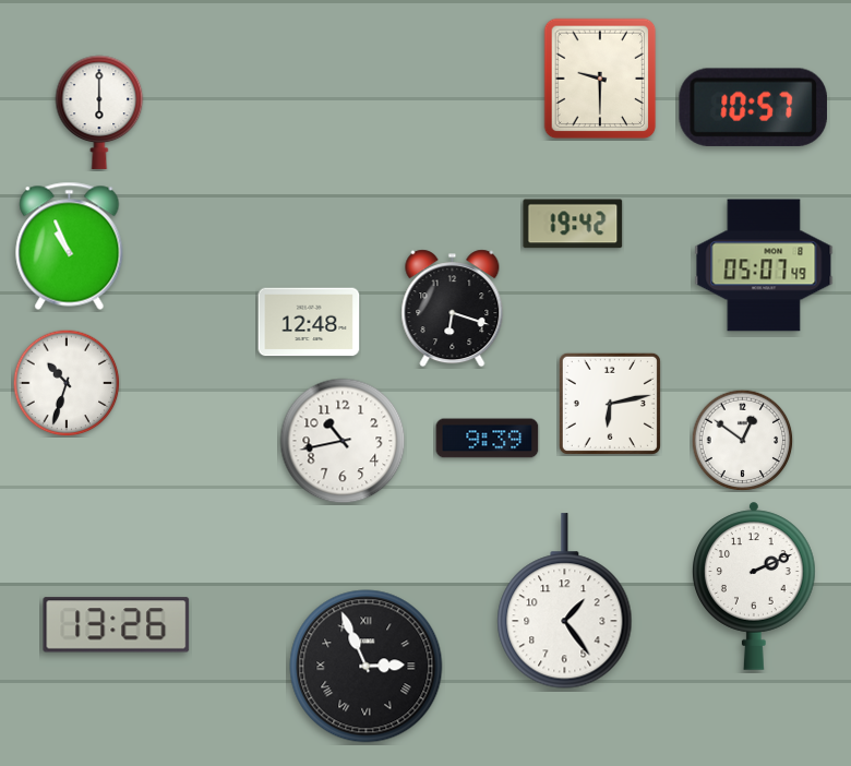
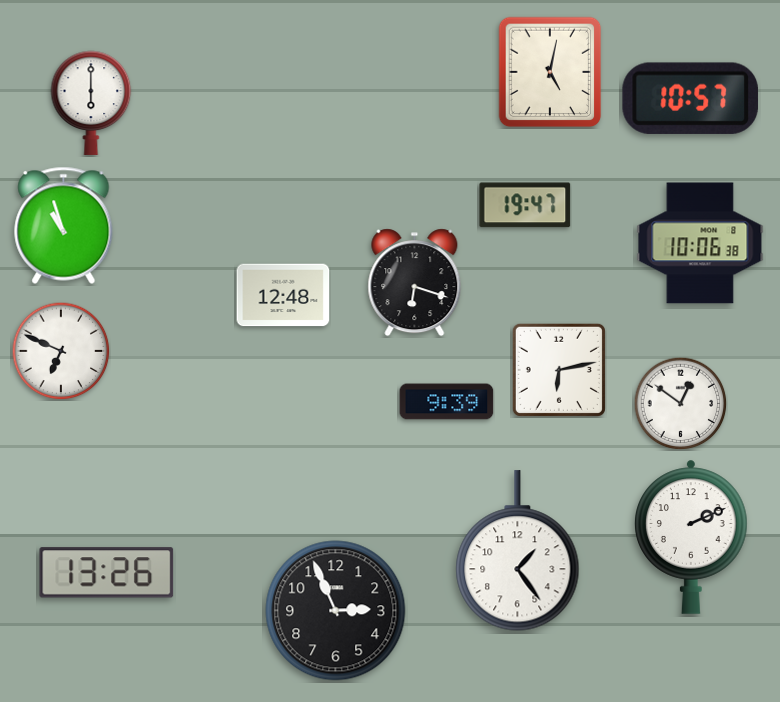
clock at (600, 79): 9:30 -> 5:02
clock at (573, 224): 19:42 -> 19:47
clock at (70, 246): 10:56 -> 10:57
clock at (764, 265): 05:07 -> 10:06
clock at (67, 383): 10:33 -> 6:49
clock at (343, 441): 10:43 -> none
clock at (367, 667) numerals: Roman -> Arabic
